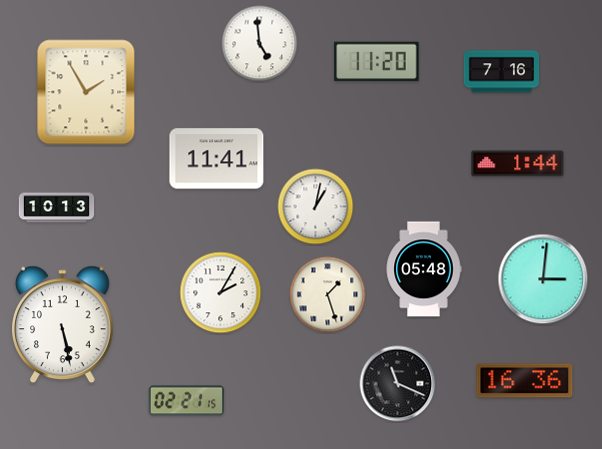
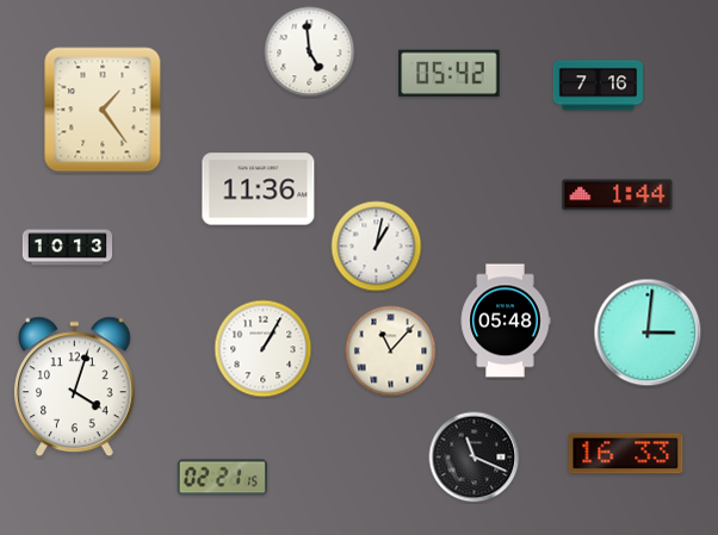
clock at (377, 62): 11:20 -> 05:42
clock at (86, 92): 1:55 -> 1:24
clock at (217, 159): 11:41 -> 11:36
clock at (221, 293): 2:05 -> 1:05
clock at (328, 295): 1:27 -> 11:07
clock at (63, 325): 5:28 -> 4:03
clock at (525, 381): 16:36 -> 16:33
